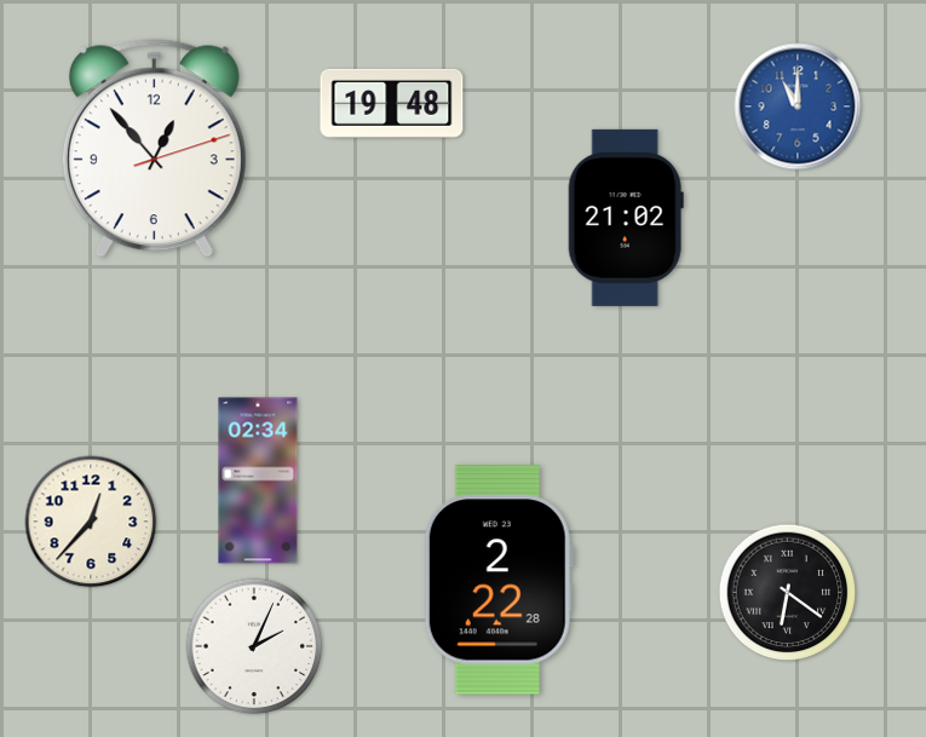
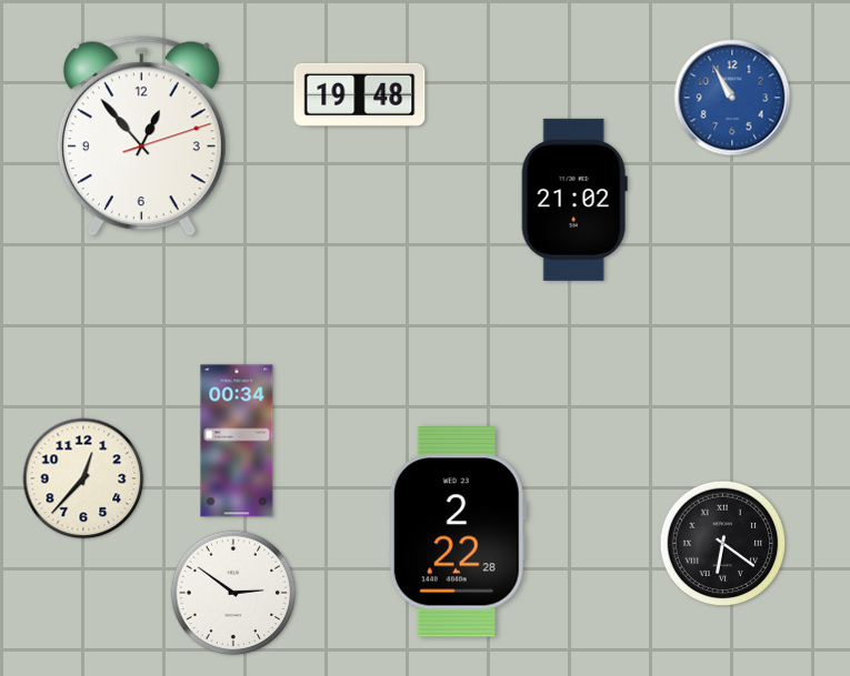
clock at (798, 106): 11:00 -> 10:55
clock at (258, 480): 02:34 -> 00:34
clock at (254, 646): 2:04 -> 2:51
